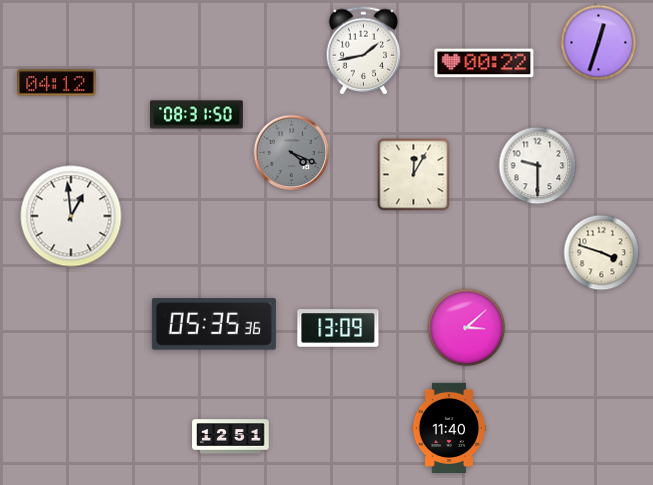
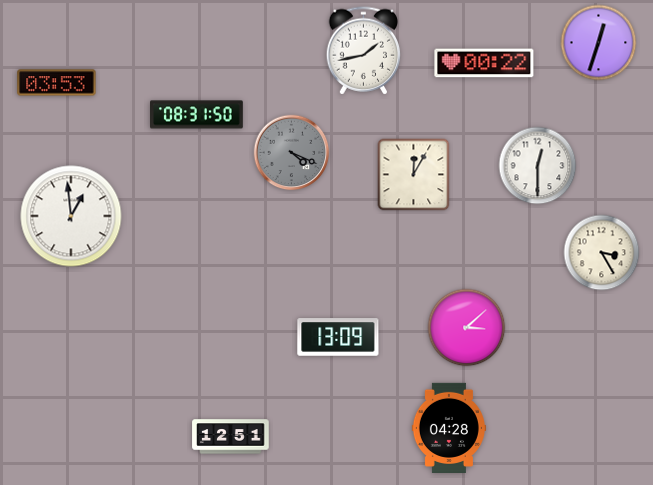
clock at (57, 83): 04:12 -> 03:53
clock at (538, 166): 9:30 -> 12:30
clock at (602, 253): 3:48 -> 3:25
clock at (214, 324): 05:35 -> none
clock at (338, 328) position: (338, 328) -> (338, 337)
clock at (449, 427): 11:40 -> 04:28
